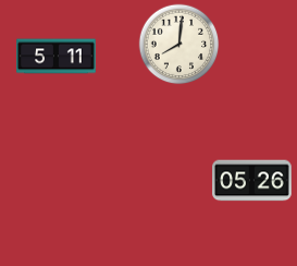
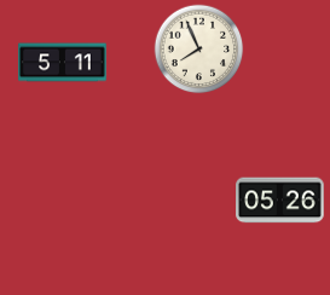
clock at (180, 45): 8:01 -> 7:56
